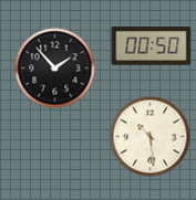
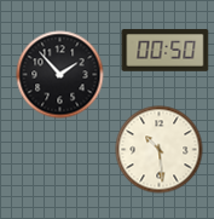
clock at (151, 137) position: (151, 137) -> (160, 150)
